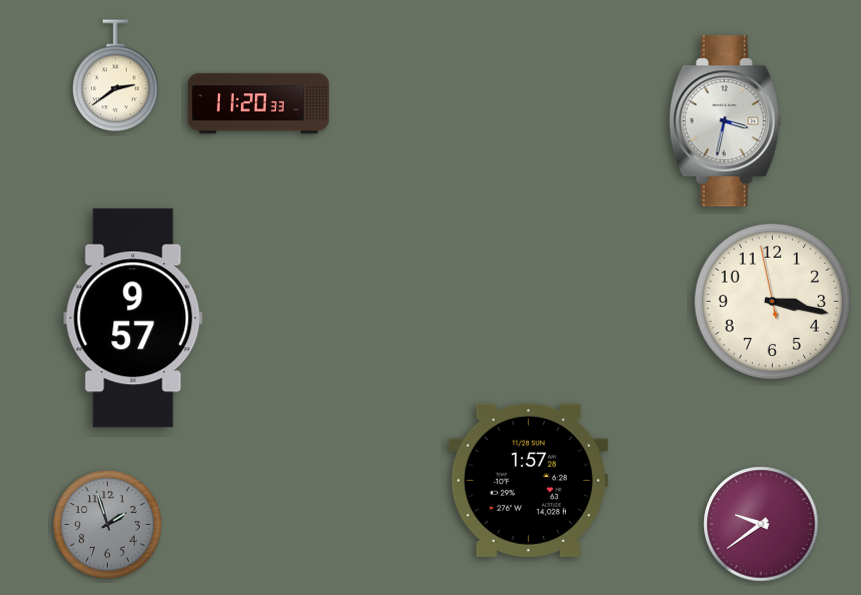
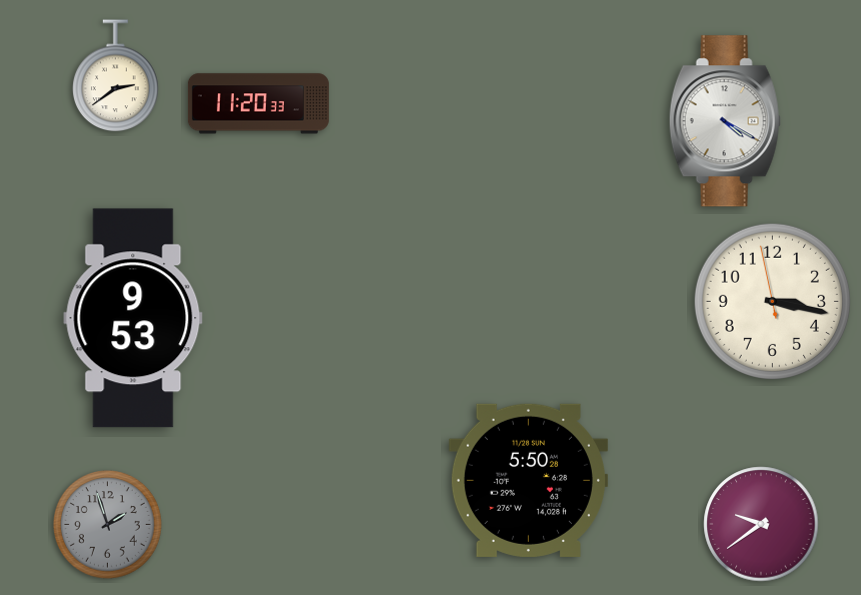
clock at (725, 121): 3:32 -> 4:20
clock at (133, 318): 9:57 -> 9:53
clock at (528, 480): 1:57 -> 5:50
